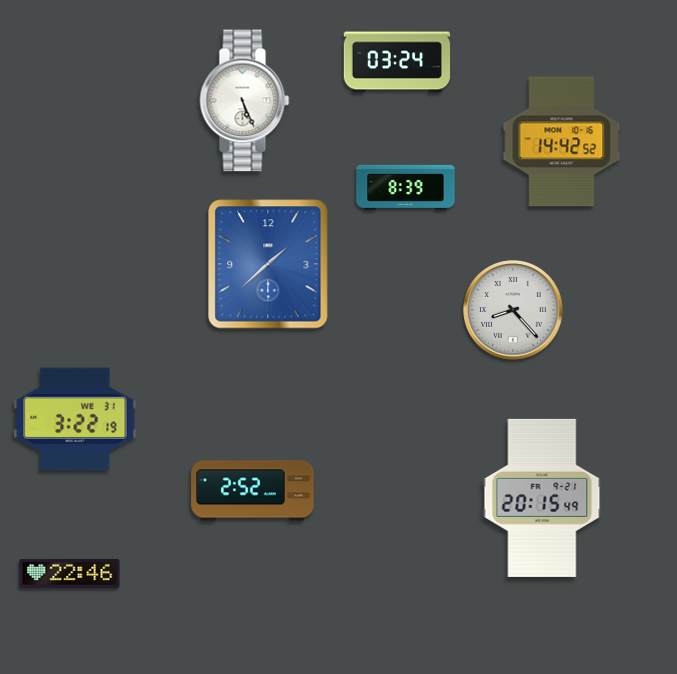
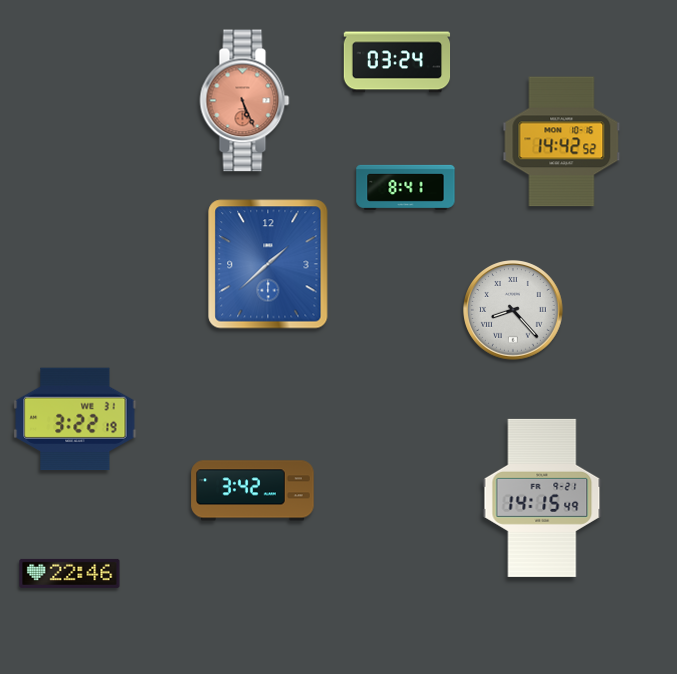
clock at (245, 101) dial: white -> salmon
clock at (406, 187): 8:39 -> 8:41
clock at (253, 491): 2:52 -> 3:42
clock at (542, 498): 20:15 -> 14:15
